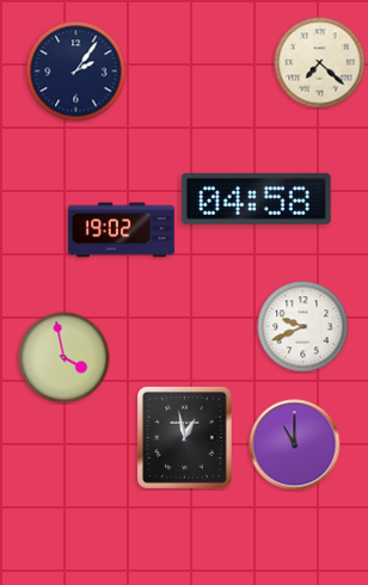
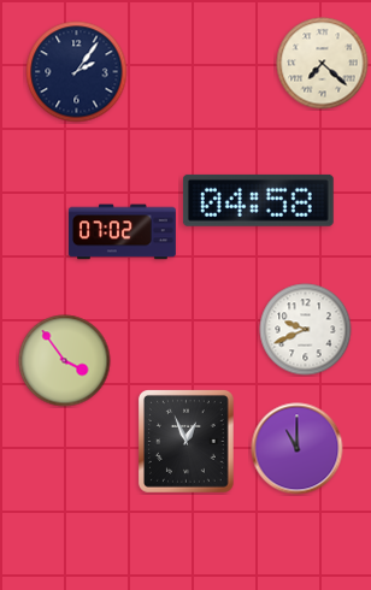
clock at (121, 230): 19:02 -> 07:02
clock at (65, 358): 3:58 -> 3:54
clock at (184, 438): 12:58 -> 12:56
